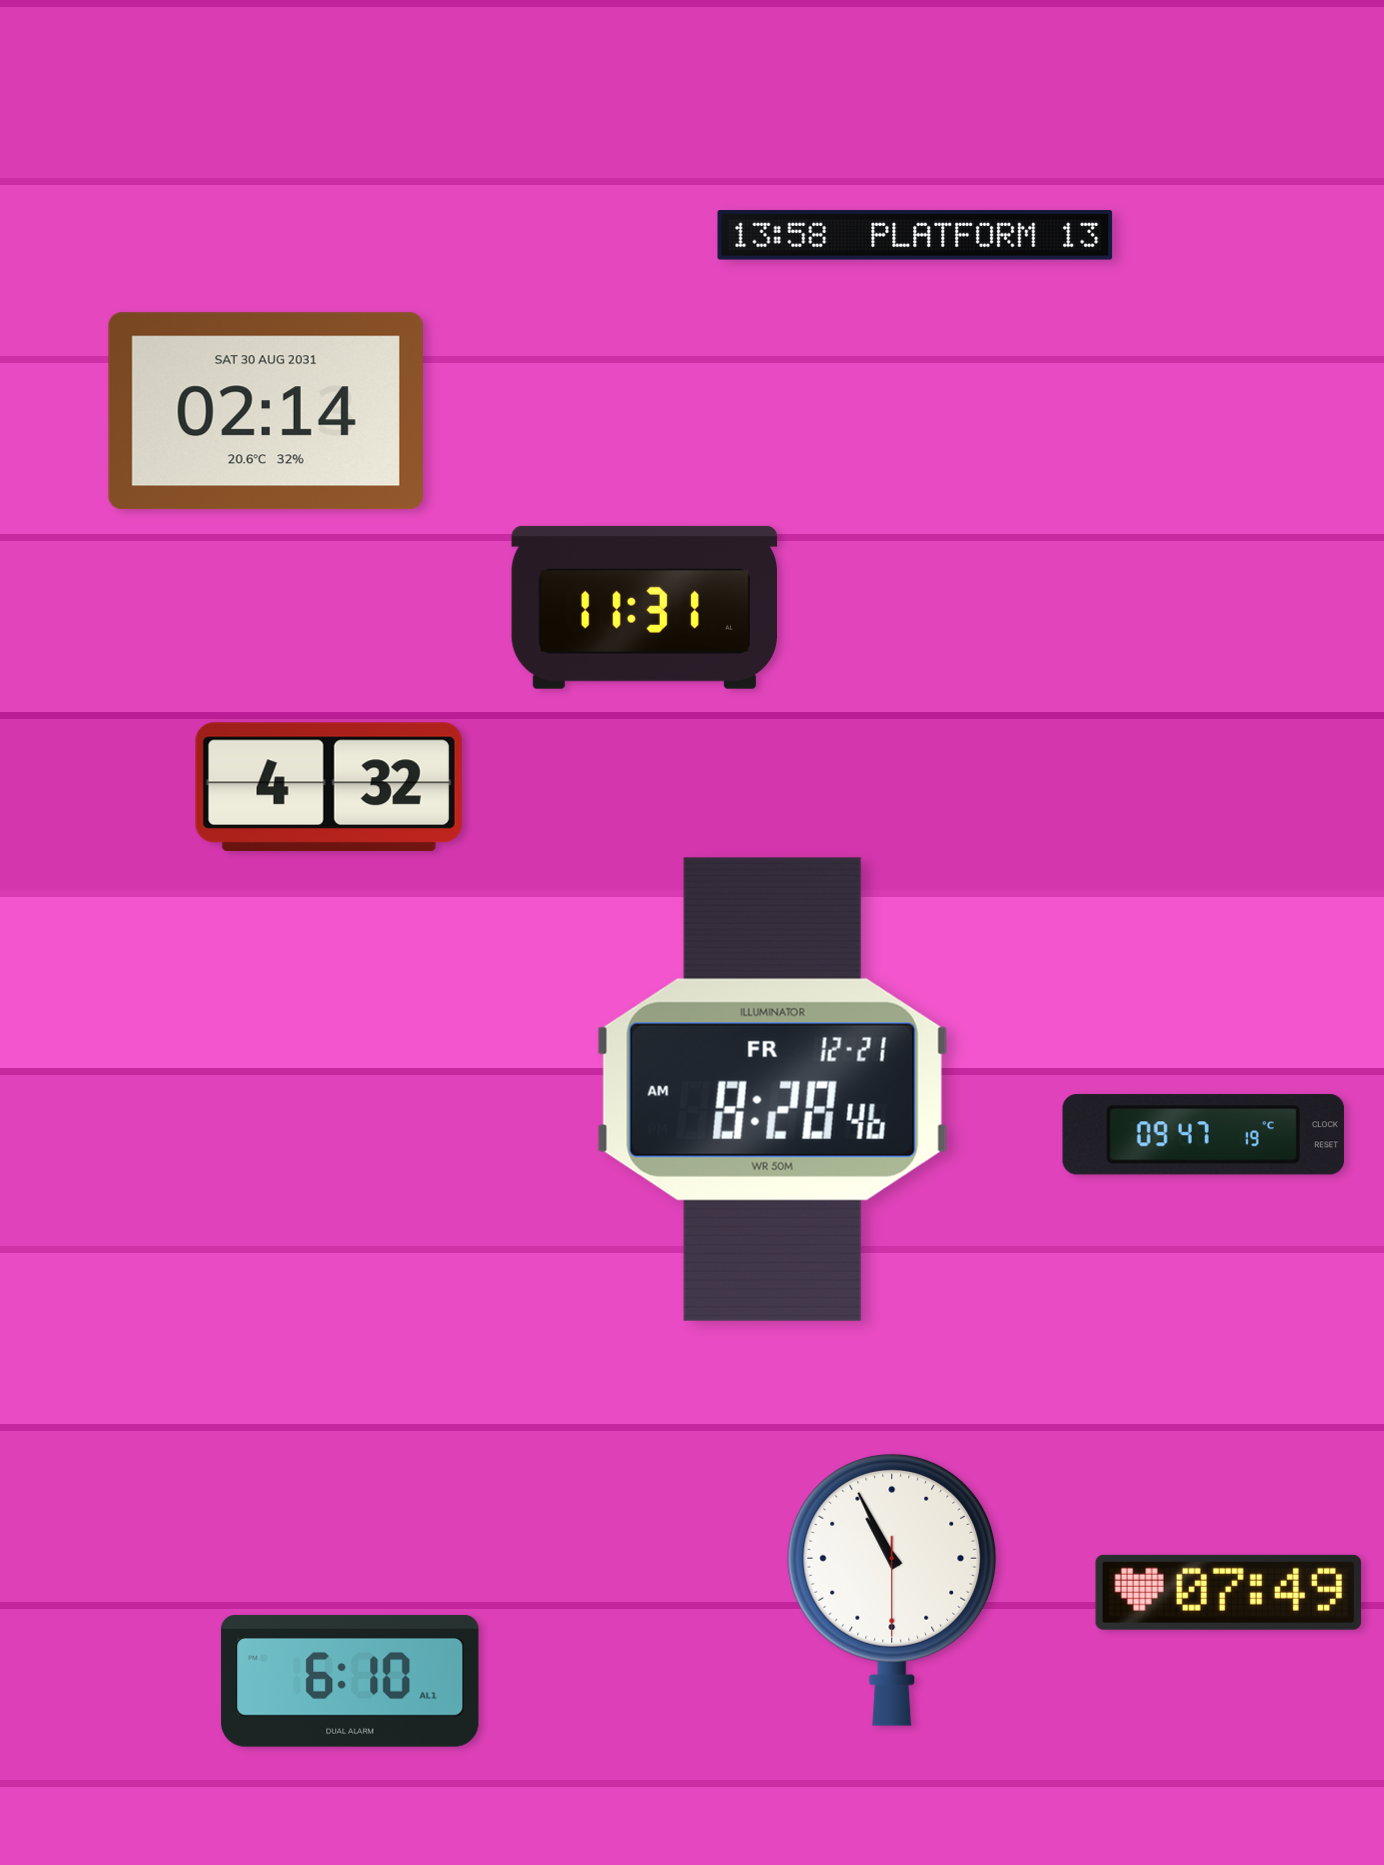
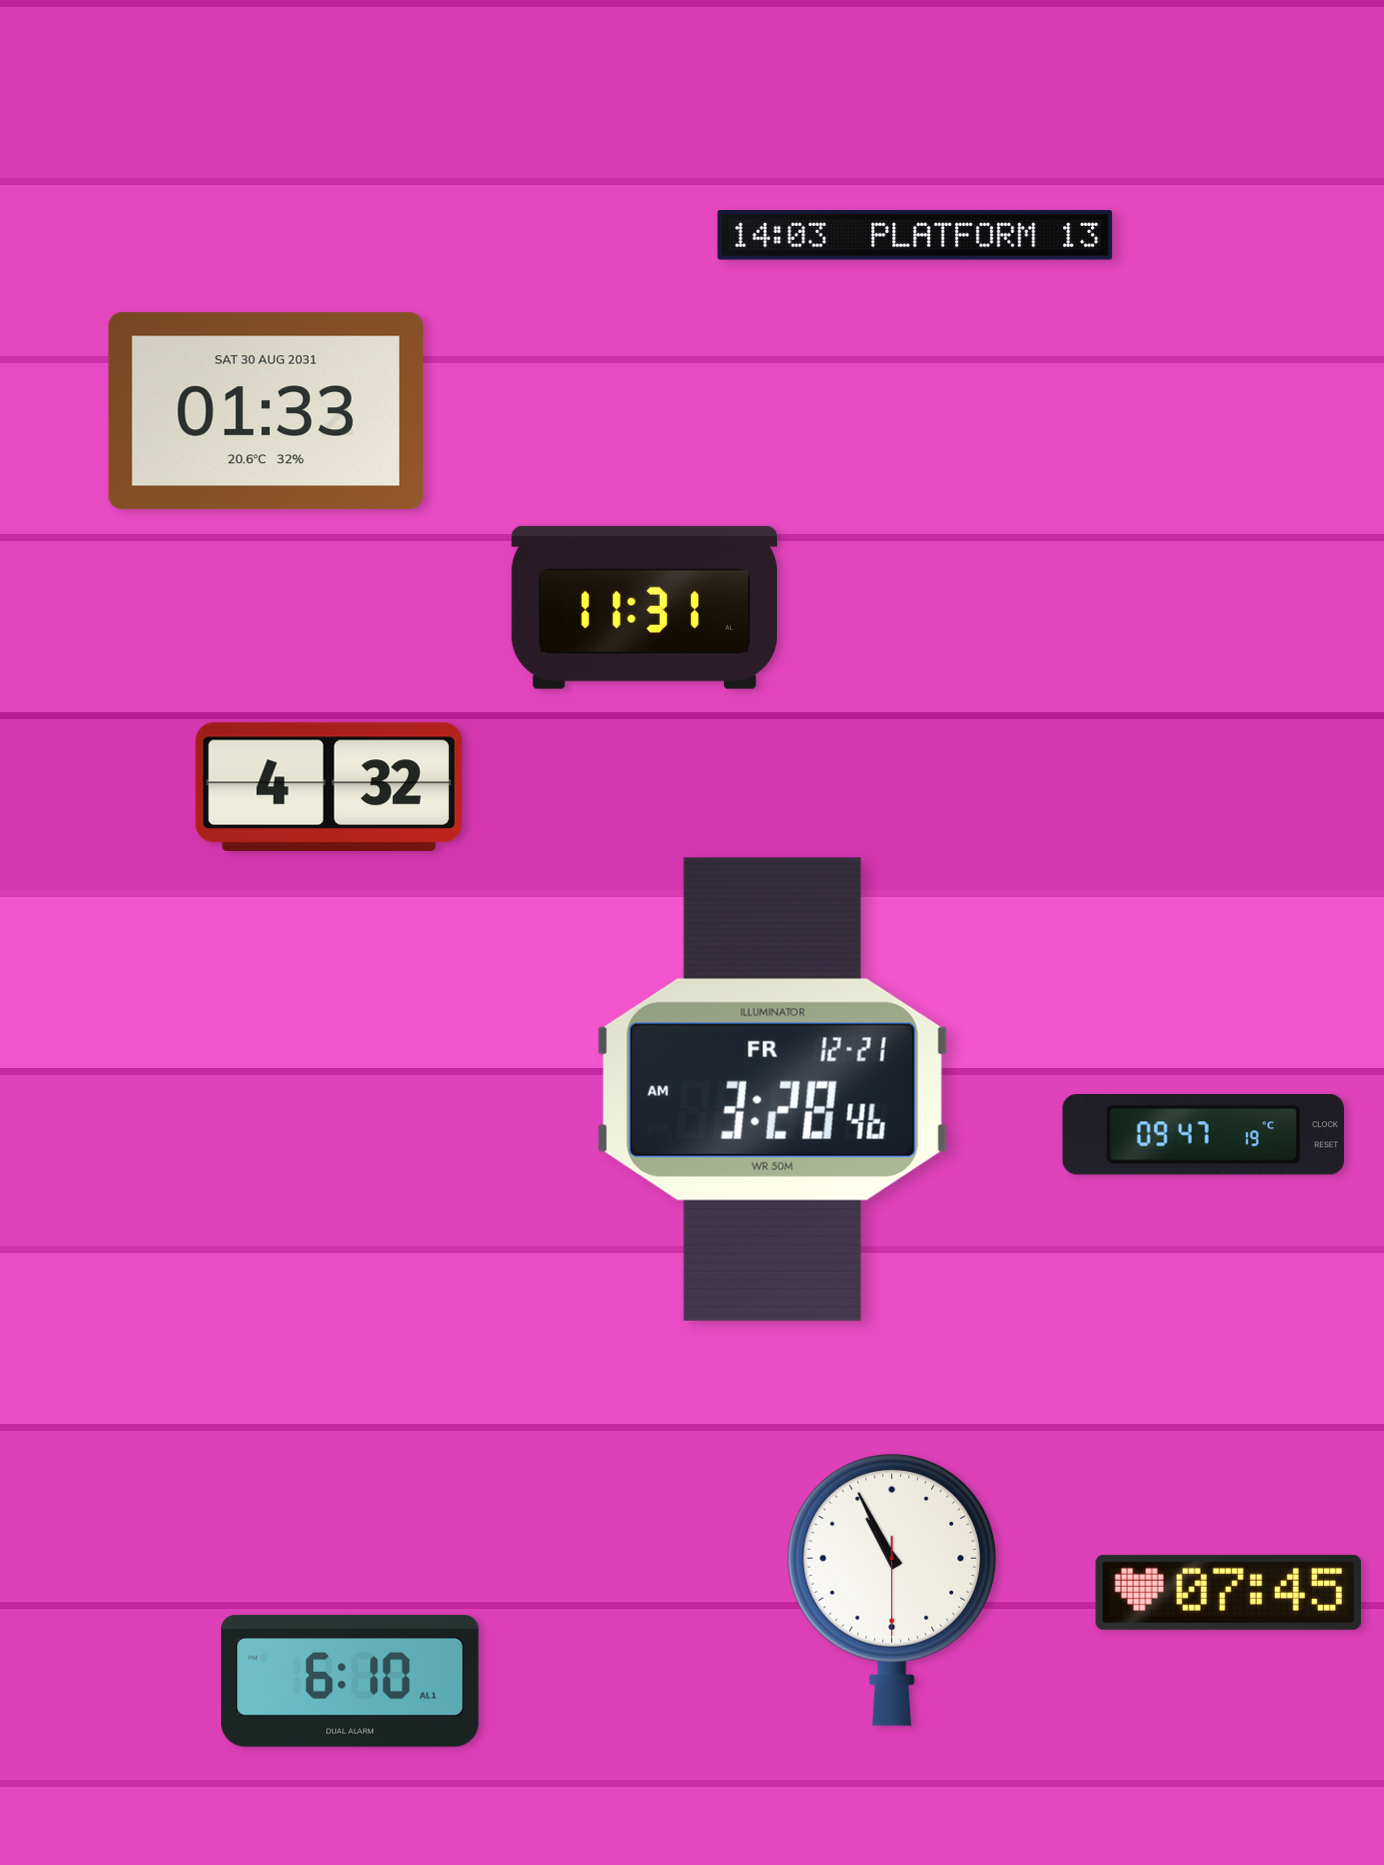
clock at (915, 235): 13:58 -> 14:03
clock at (266, 411): 02:14 -> 01:33
clock at (772, 1089): 8:28 -> 3:28
clock at (1228, 1592): 07:49 -> 07:45
